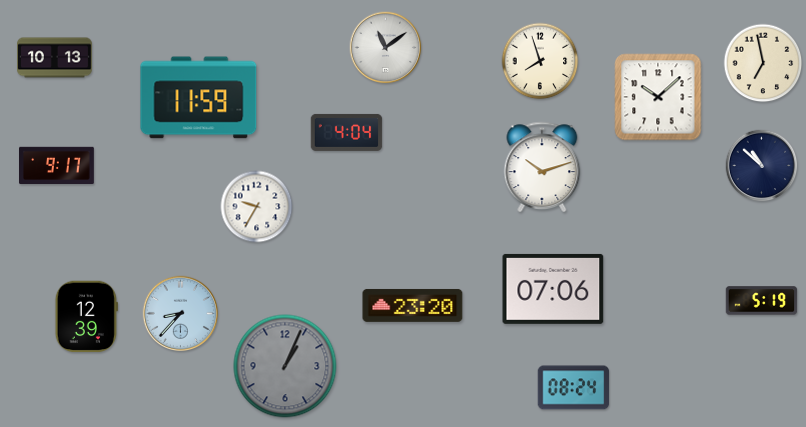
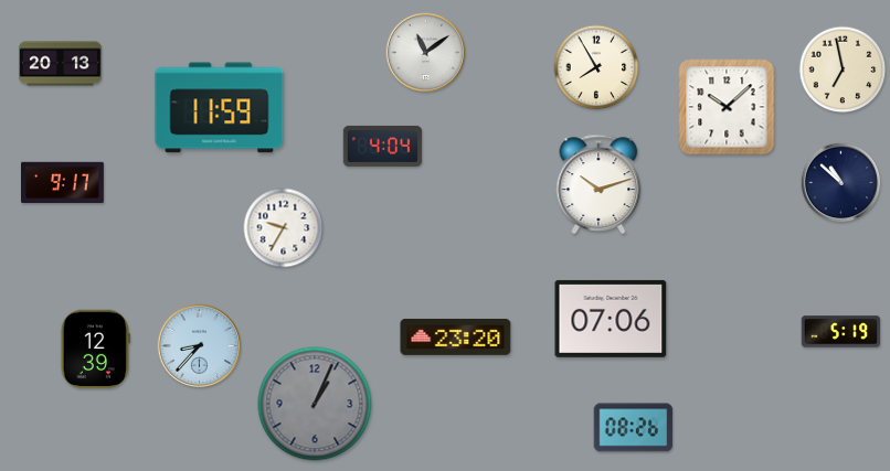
clock at (55, 58): 10:13 -> 20:13
clock at (540, 61): 7:57 -> 7:55
clock at (574, 388): 08:24 -> 08:26
